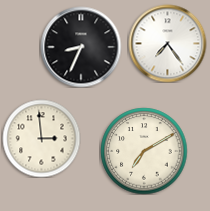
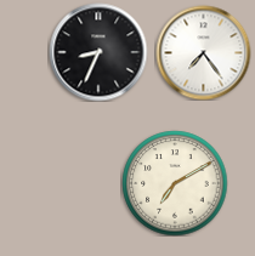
clock at (81, 47) position: (81, 47) -> (98, 52)
clock at (41, 138): 2:59 -> none
